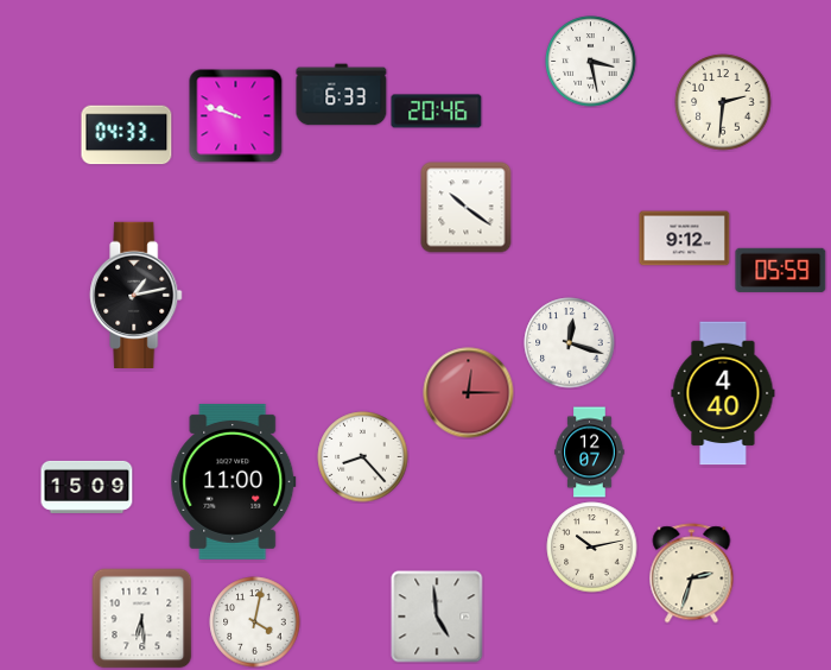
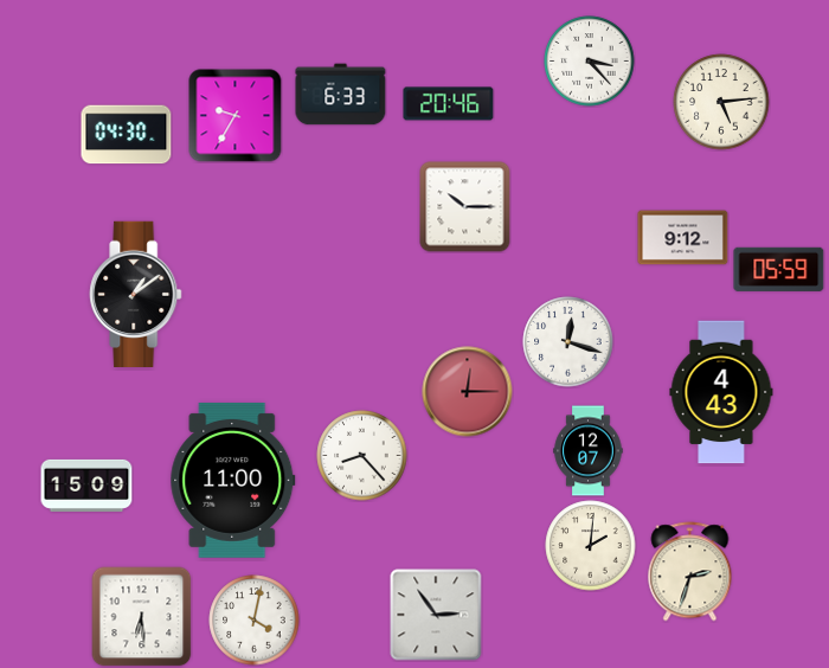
clock at (591, 62): 3:28 -> 3:23
clock at (723, 102): 2:31 -> 5:14
clock at (437, 112) position: (437, 112) -> (449, 104)
clock at (236, 116): 9:48 -> 9:35
clock at (127, 135): 04:33 -> 04:30
clock at (467, 208): 10:21 -> 10:15
clock at (137, 295): 1:13 -> 1:09
clock at (723, 393): 4:40 -> 4:43
clock at (592, 548): 10:13 -> 2:01
clock at (437, 617): 4:59 -> 2:54
